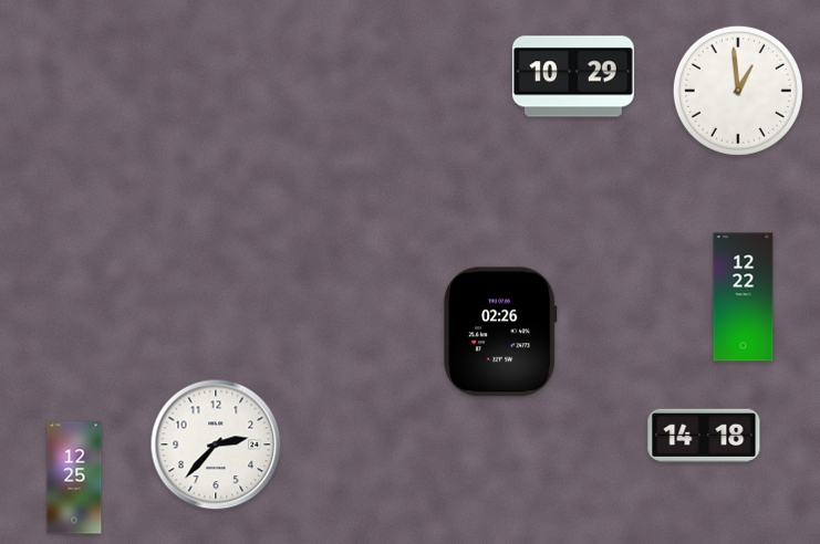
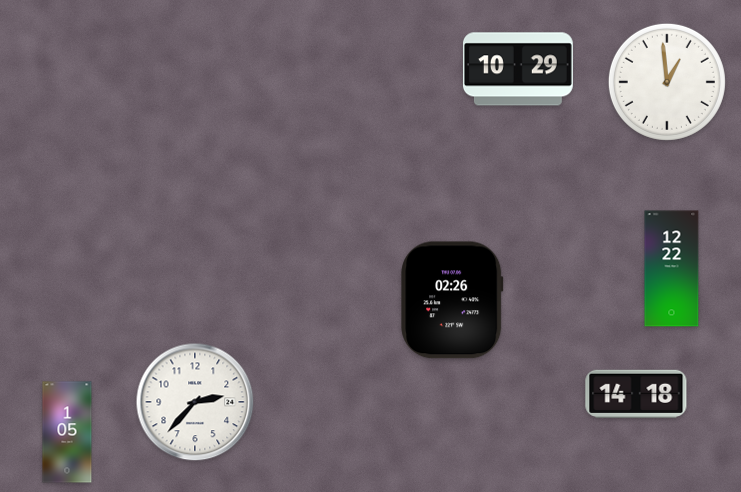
clock at (74, 478): 12:25 -> 1:05
